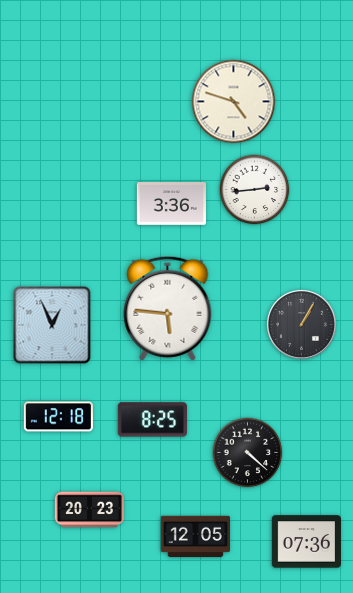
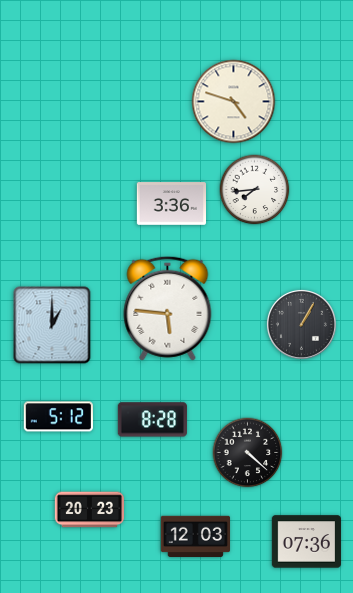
clock at (255, 190): 2:44 -> 7:44
clock at (52, 325): 12:56 -> 1:00
clock at (58, 417): 12:18 -> 5:12
clock at (152, 420): 8:25 -> 8:28
clock at (195, 536): 12:05 -> 12:03
